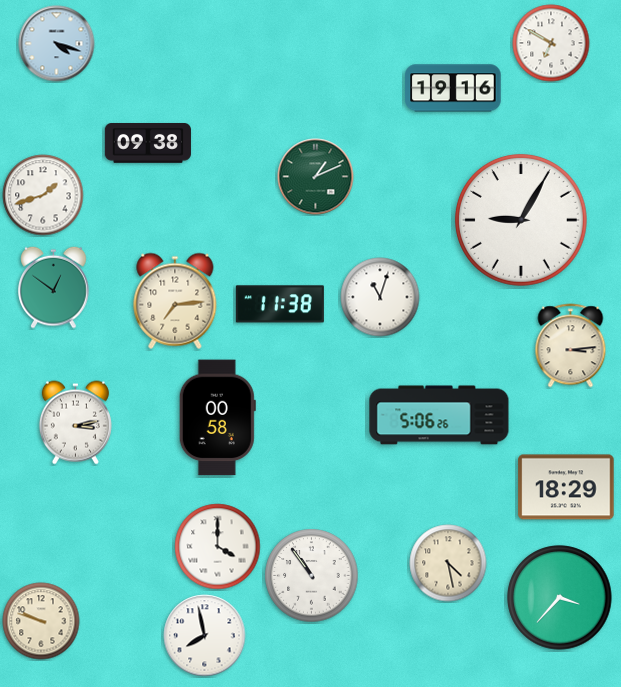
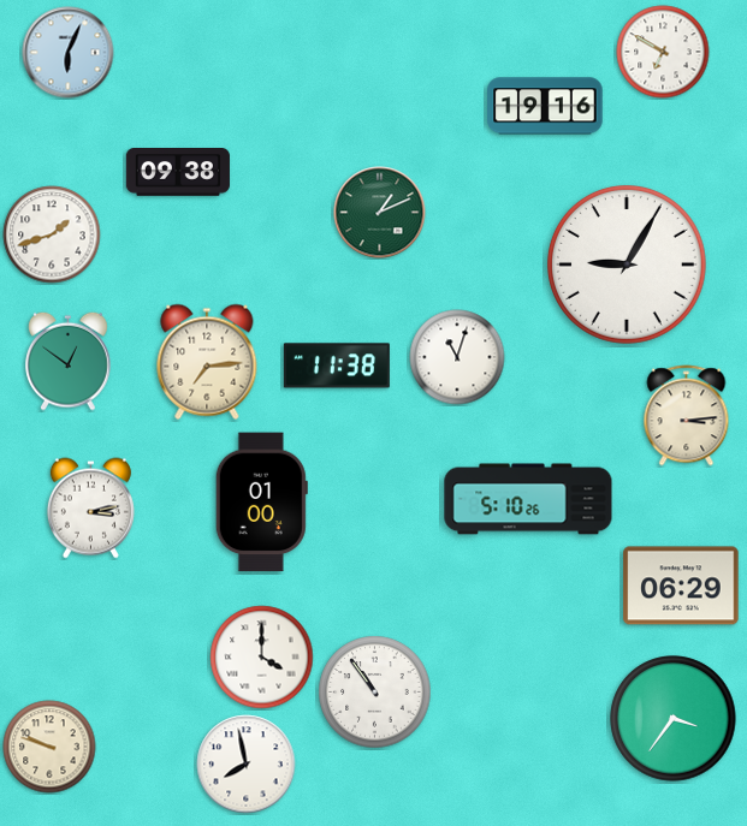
clock at (57, 44): 4:18 -> 6:04
clock at (54, 287) position: (54, 287) -> (69, 361)
clock at (175, 301) position: (175, 301) -> (207, 362)
clock at (439, 415): 5:06 -> 5:10
clock at (217, 418): 00:58 -> 01:00
clock at (566, 487): 18:29 -> 06:29
clock at (448, 563): 4:28 -> none
clock at (560, 598): 3:37 -> 3:36
